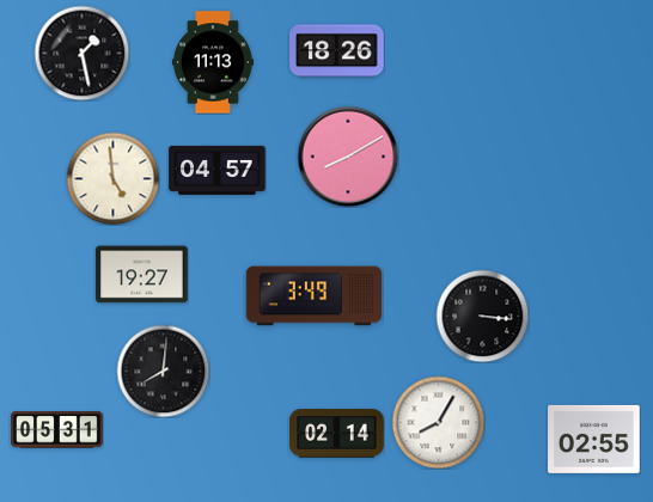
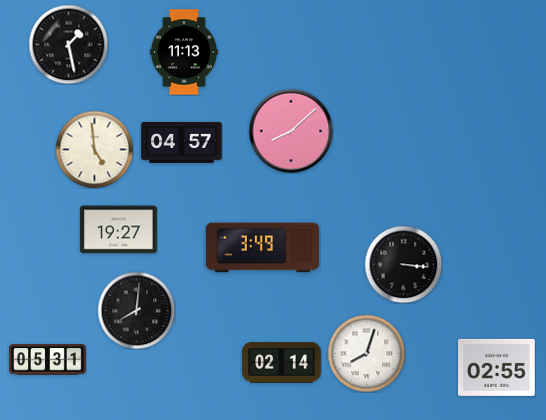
clock at (337, 51): 18:26 -> none
clock at (213, 62) position: (213, 62) -> (184, 52)
clock at (348, 157): 8:10 -> 8:08
clock at (438, 422): 8:05 -> 8:03
